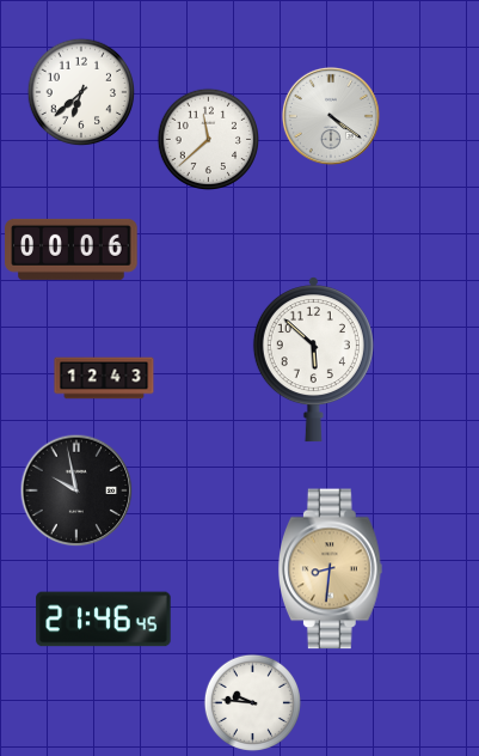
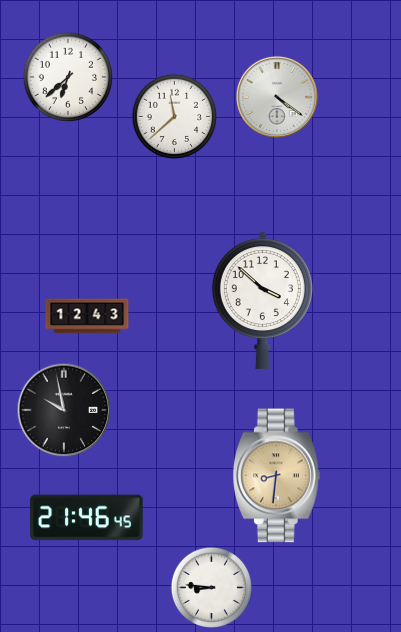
clock at (72, 249): 00:06 -> none
clock at (313, 360): 5:52 -> 3:52
clock at (252, 702): 9:46 -> 8:46
